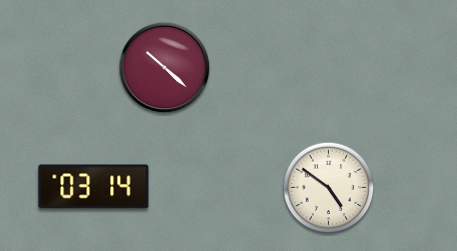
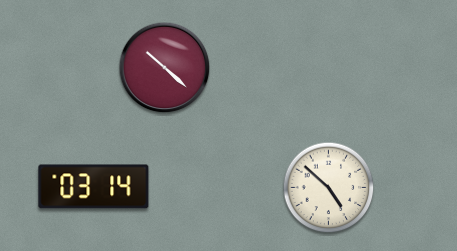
clock at (329, 188): 4:51 -> 4:52
